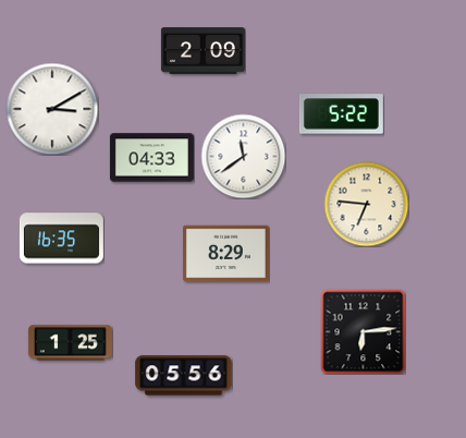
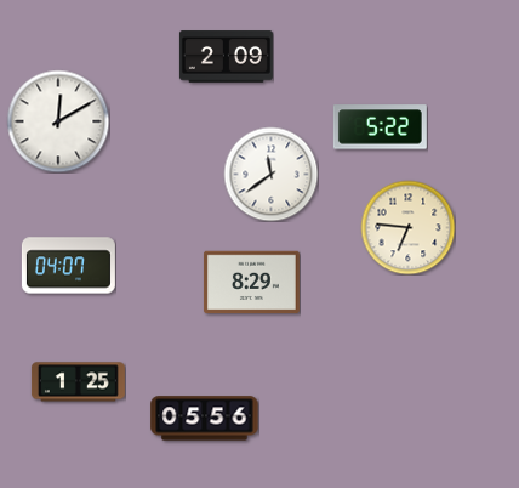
clock at (52, 109): 3:10 -> 12:10
clock at (151, 158): 04:33 -> none
clock at (61, 239): 16:35 -> 04:07
clock at (363, 331): 6:14 -> none
